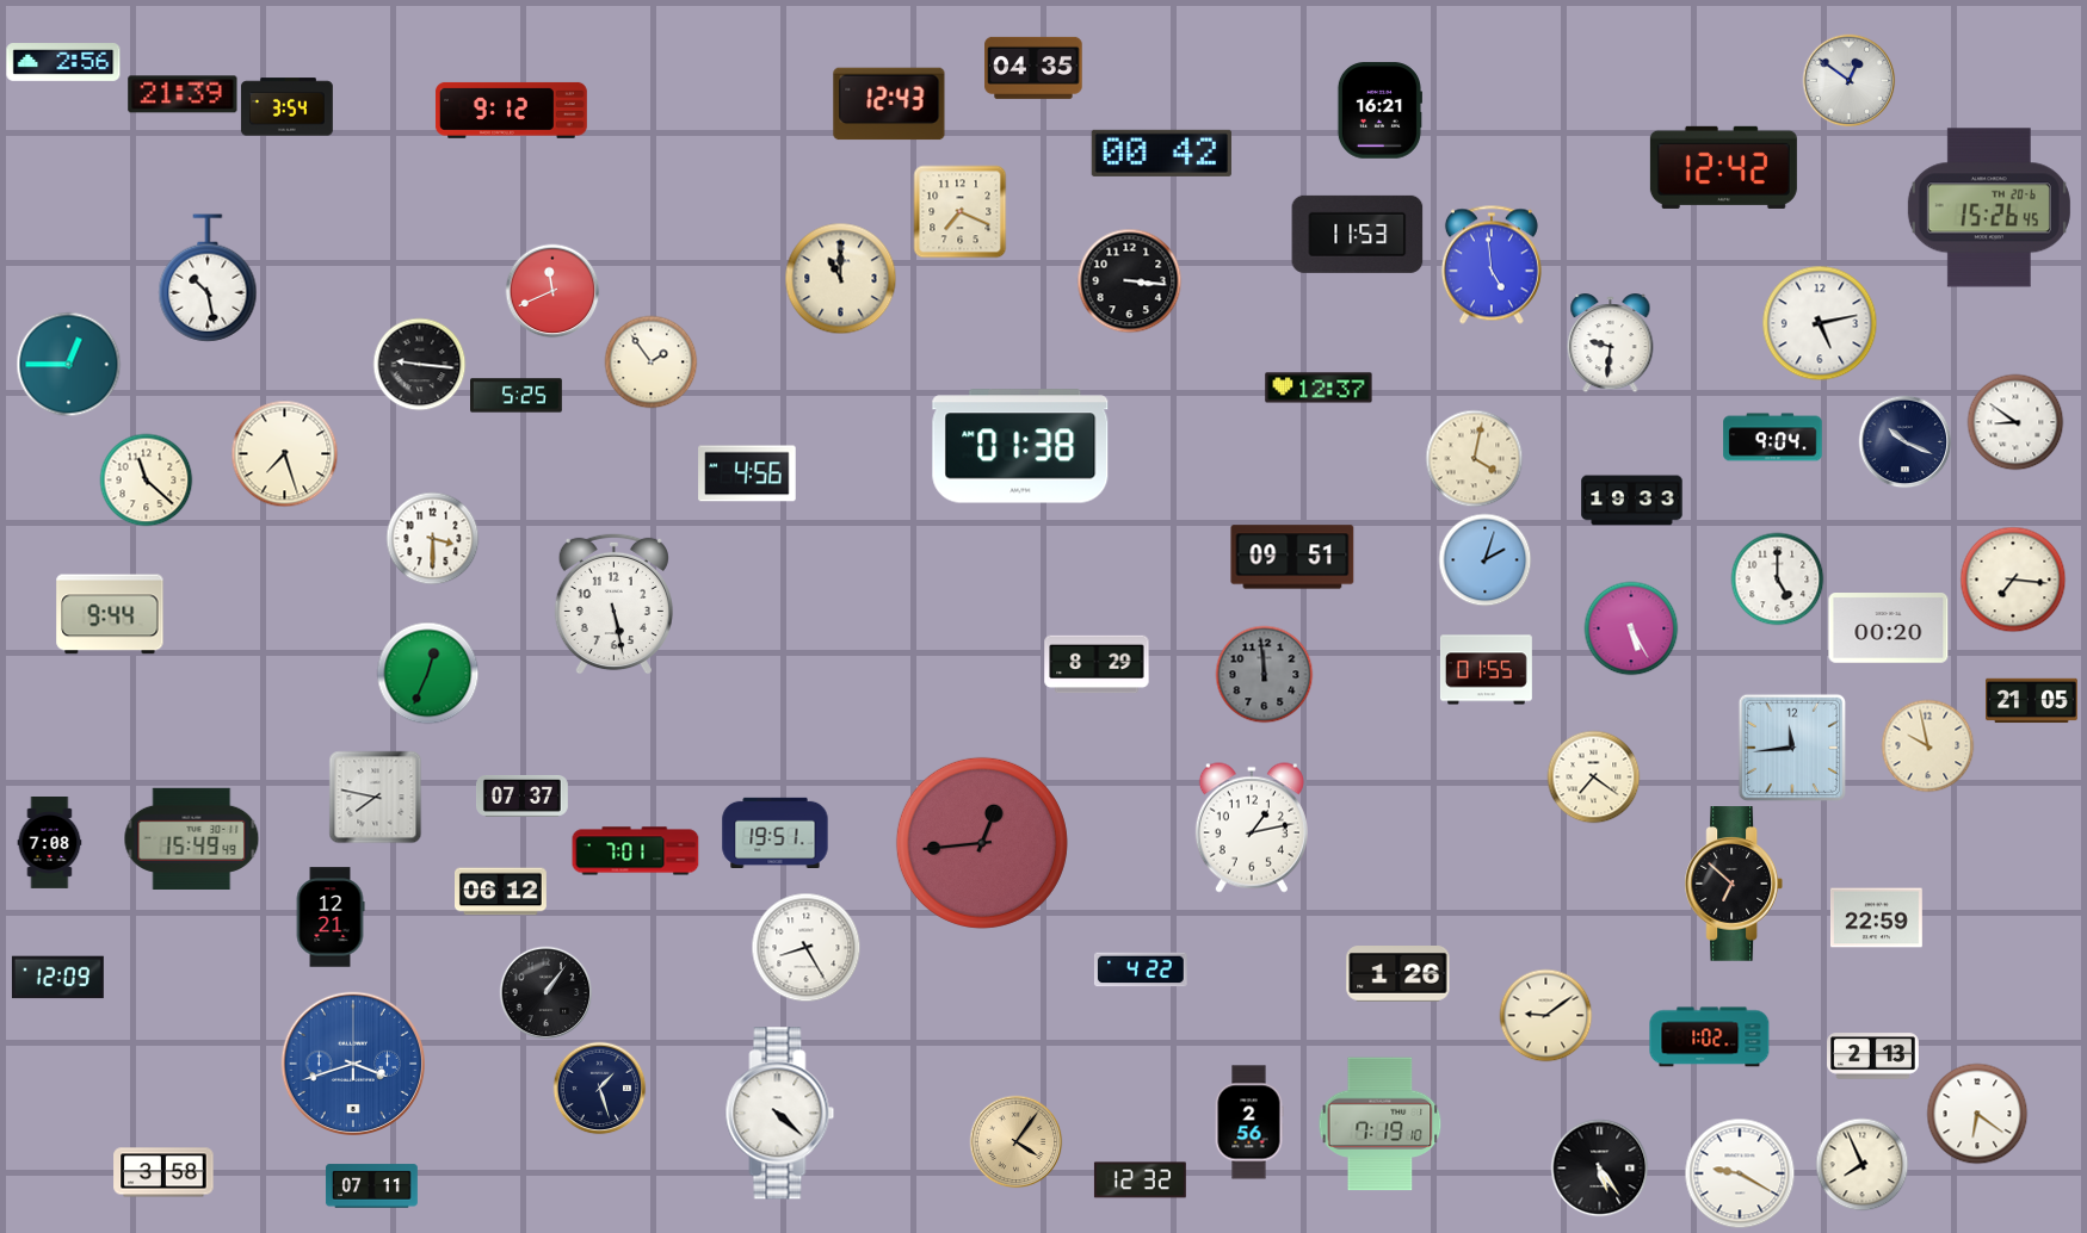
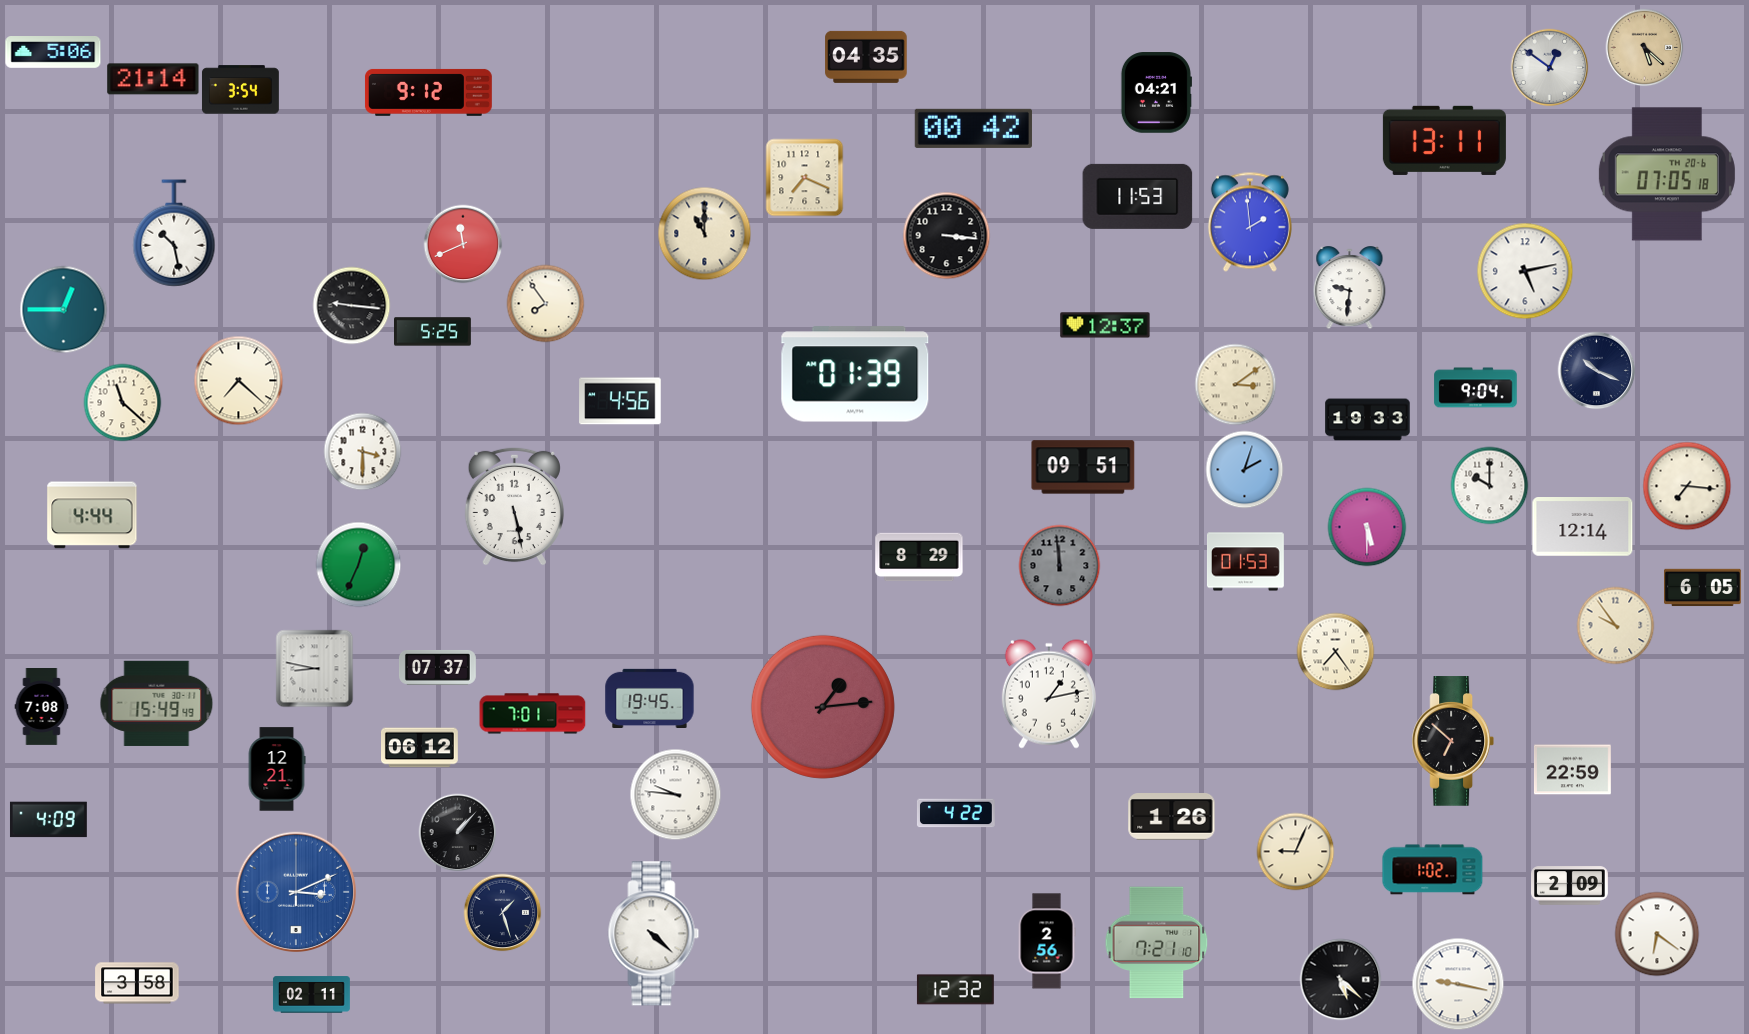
clock at (1644, 47): none -> 5:22
clock at (63, 63): 2:56 -> 5:06
clock at (183, 94): 21:39 -> 21:14
clock at (889, 104): 12:43 -> none
clock at (1379, 111): 16:21 -> 04:21
clock at (1723, 167): 12:42 -> 13:11
clock at (1989, 207): 15:26 -> 07:05
clock at (1492, 265): 4:59 -> 1:59
clock at (650, 361): 1:54 -> 7:54
clock at (68, 364) position: (68, 364) -> (63, 309)
clock at (2015, 422): 8:51 -> none
clock at (1773, 438) position: (1773, 438) -> (1476, 388)
clock at (1020, 446): 01:38 -> 01:39
clock at (284, 453): 7:27 -> 7:22
clock at (1474, 458): 4:02 -> 3:09
clock at (747, 473) position: (747, 473) -> (620, 401)
clock at (1777, 578): 5:00 -> 10:00
clock at (110, 614): 9:44 -> 4:44
clock at (1631, 628): 5:25 -> 5:30
clock at (1889, 628): 00:20 -> 12:14
clock at (1486, 670): 01:55 -> 01:53
clock at (2032, 701): 21:05 -> 6:05
clock at (1927, 745): 9:58 -> 9:54
clock at (1791, 746): 11:44 -> none
clock at (1593, 776): 7:21 -> 7:24
clock at (375, 797): 7:47 -> 8:47
clock at (776, 834): 19:51 -> 19:45
clock at (192, 838) position: (192, 838) -> (157, 703)
clock at (982, 843): 12:44 -> 1:14
clock at (805, 947): 8:25 -> 9:46
clock at (57, 978): 12:09 -> 4:09
clock at (545, 992): 1:06 -> 1:07
clock at (1545, 1015): 9:09 -> 9:04
clock at (1873, 1057): 2:13 -> 2:09
clock at (352, 1062): 3:42 -> 3:11
clock at (1381, 1124): 7:19 -> 7:21
clock at (1015, 1141): 4:06 -> none
clock at (1861, 1164): 7:56 -> none
clock at (1599, 1167): 5:24 -> 5:22
clock at (1740, 1173): 9:20 -> 9:17
clock at (371, 1186): 07:11 -> 02:11
